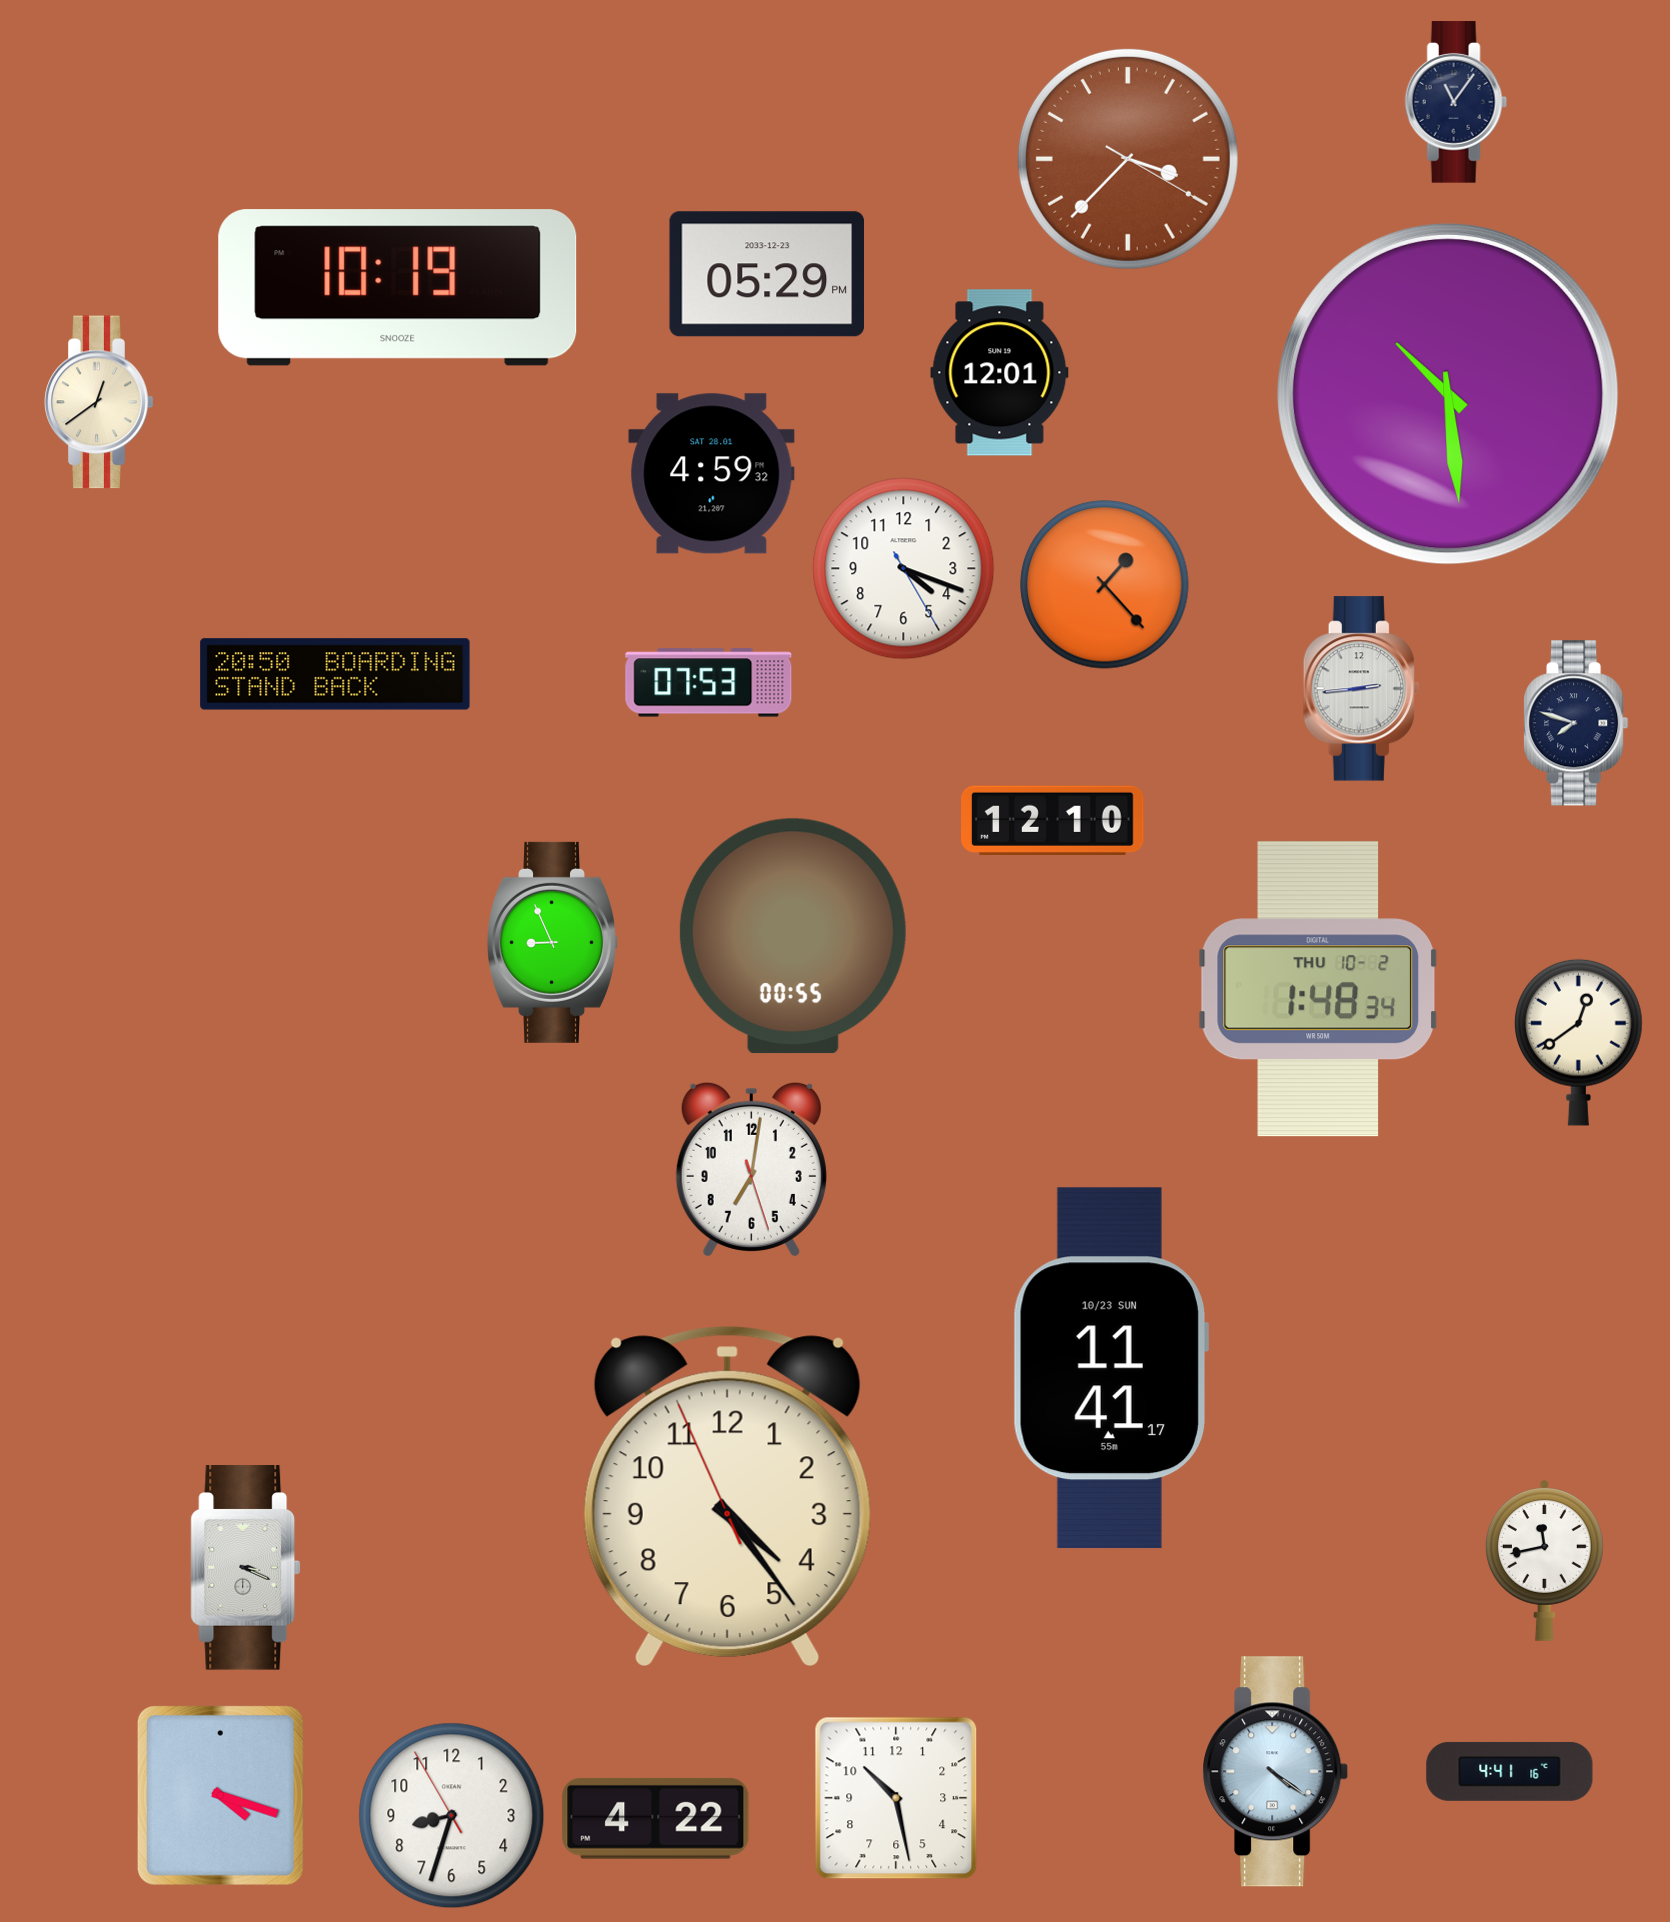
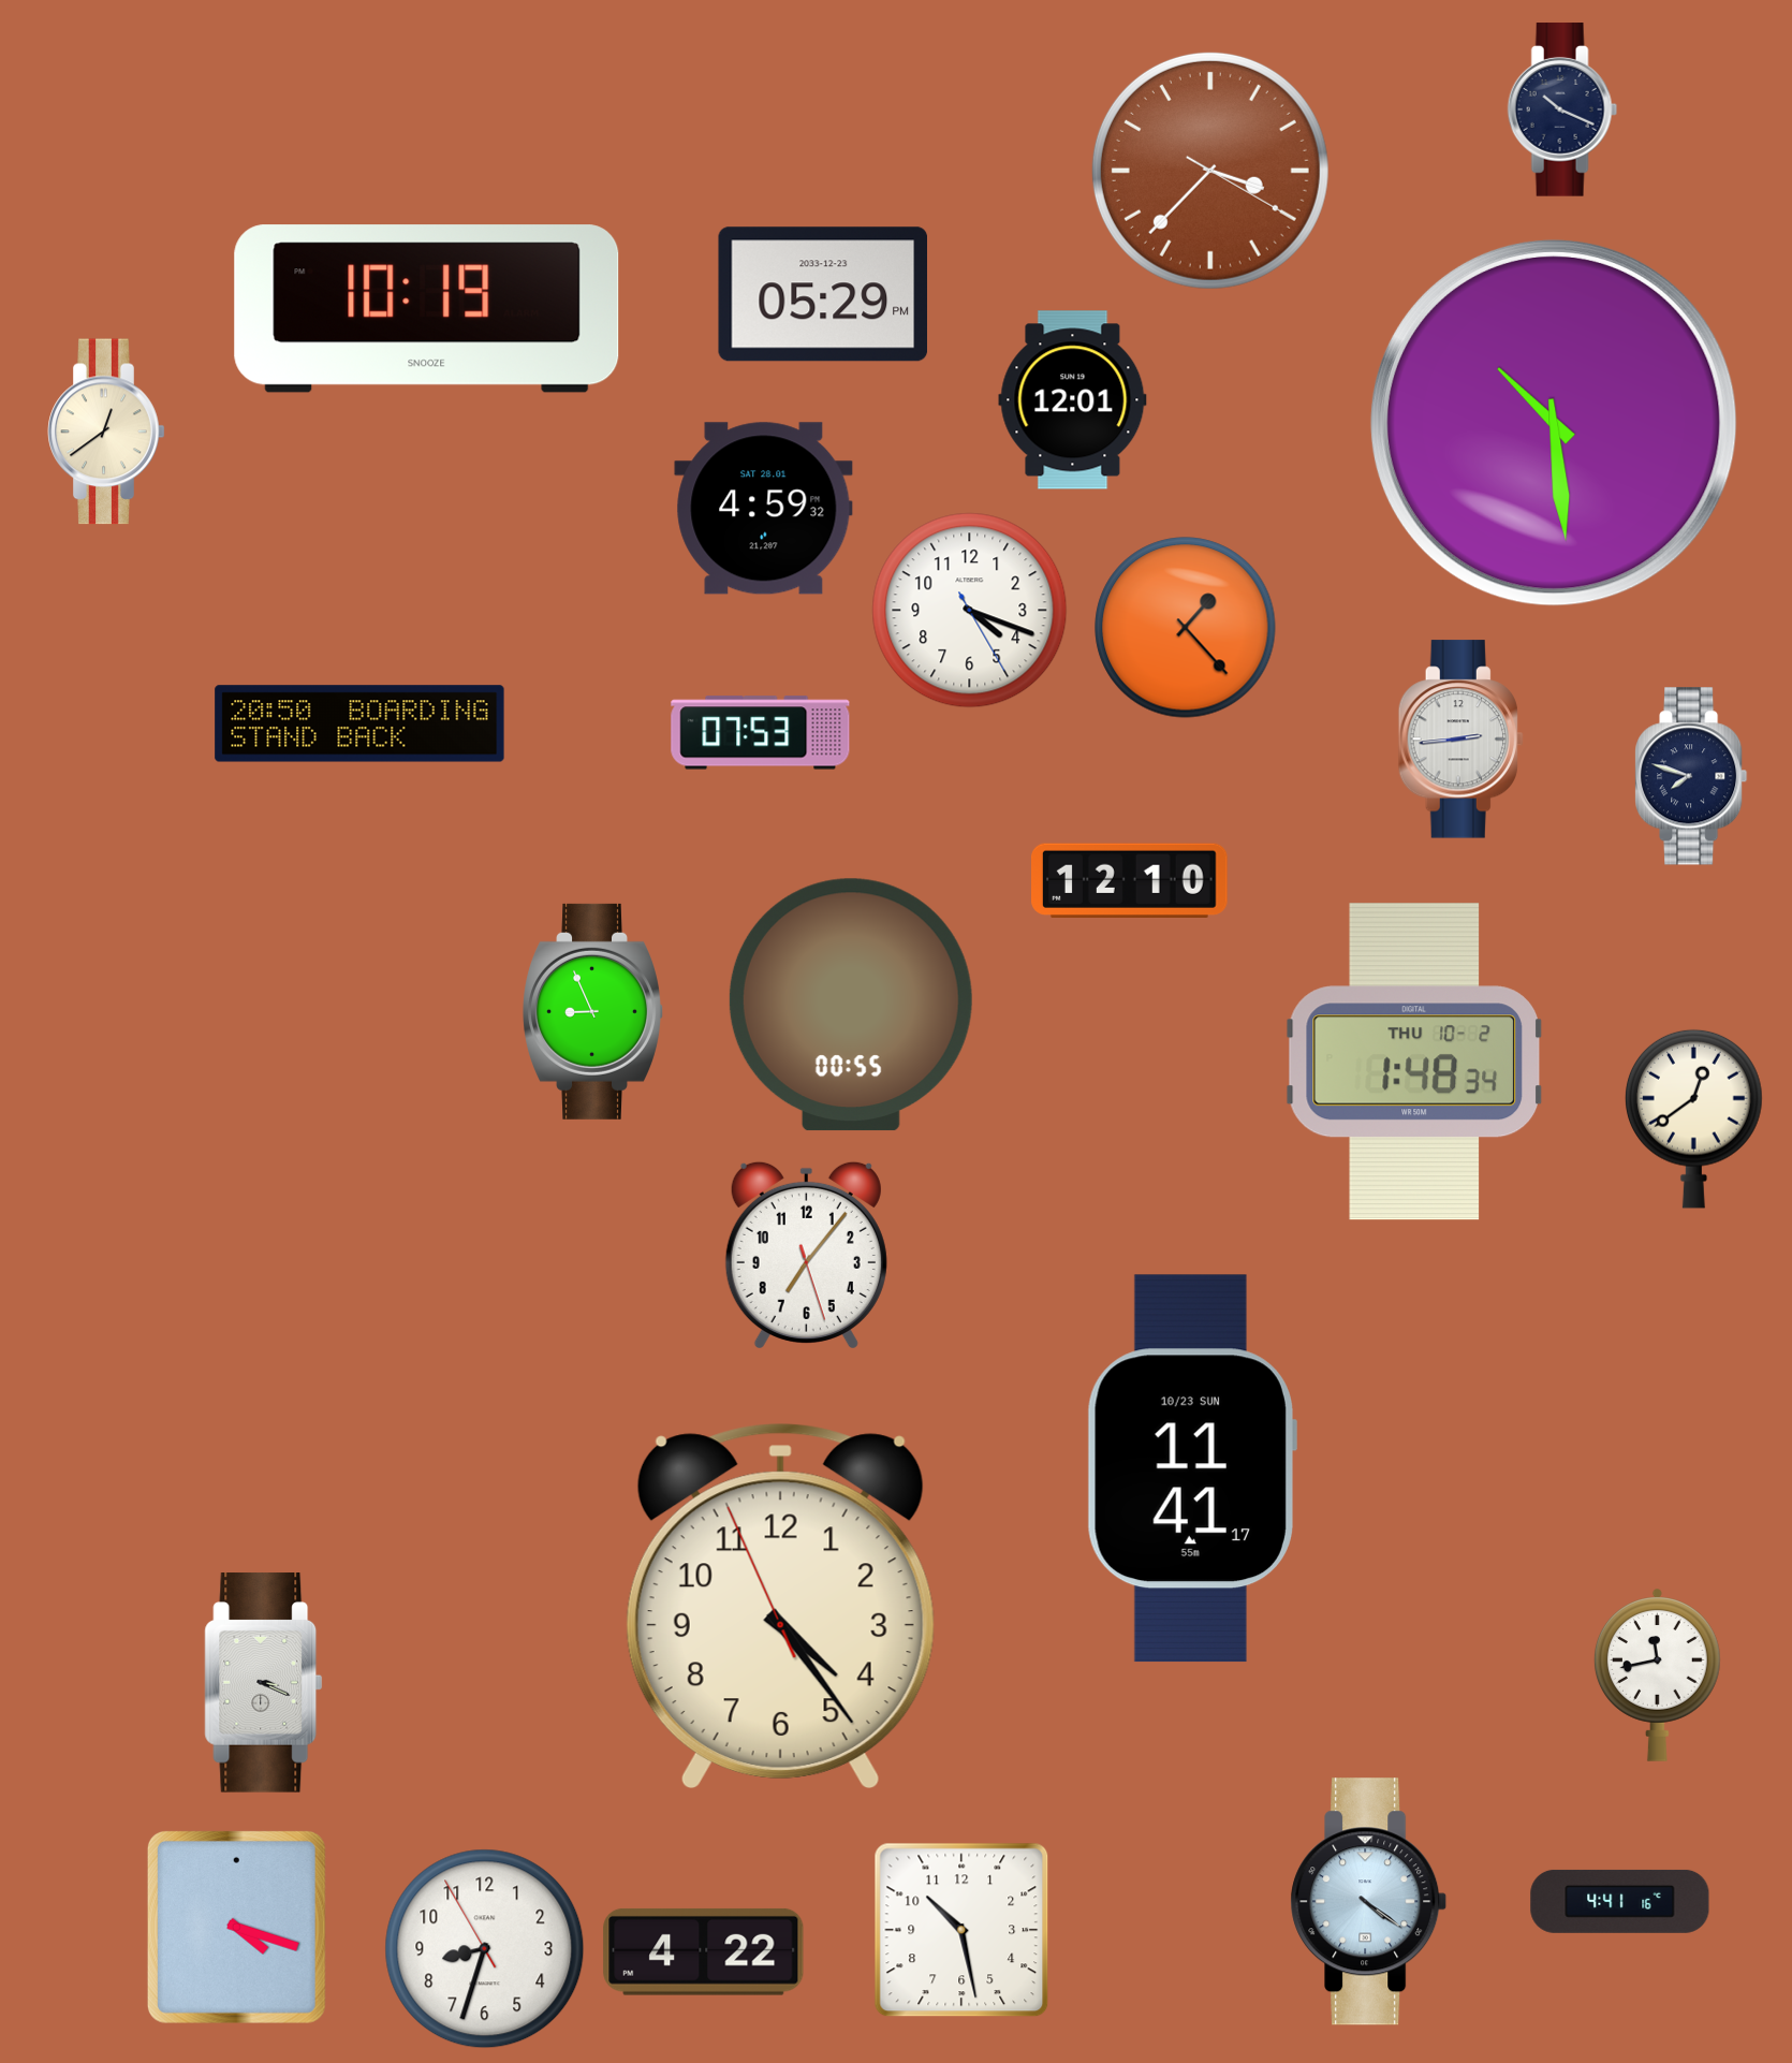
clock at (1456, 102): 11:06 -> 10:19
clock at (751, 1169): 7:01 -> 7:06
